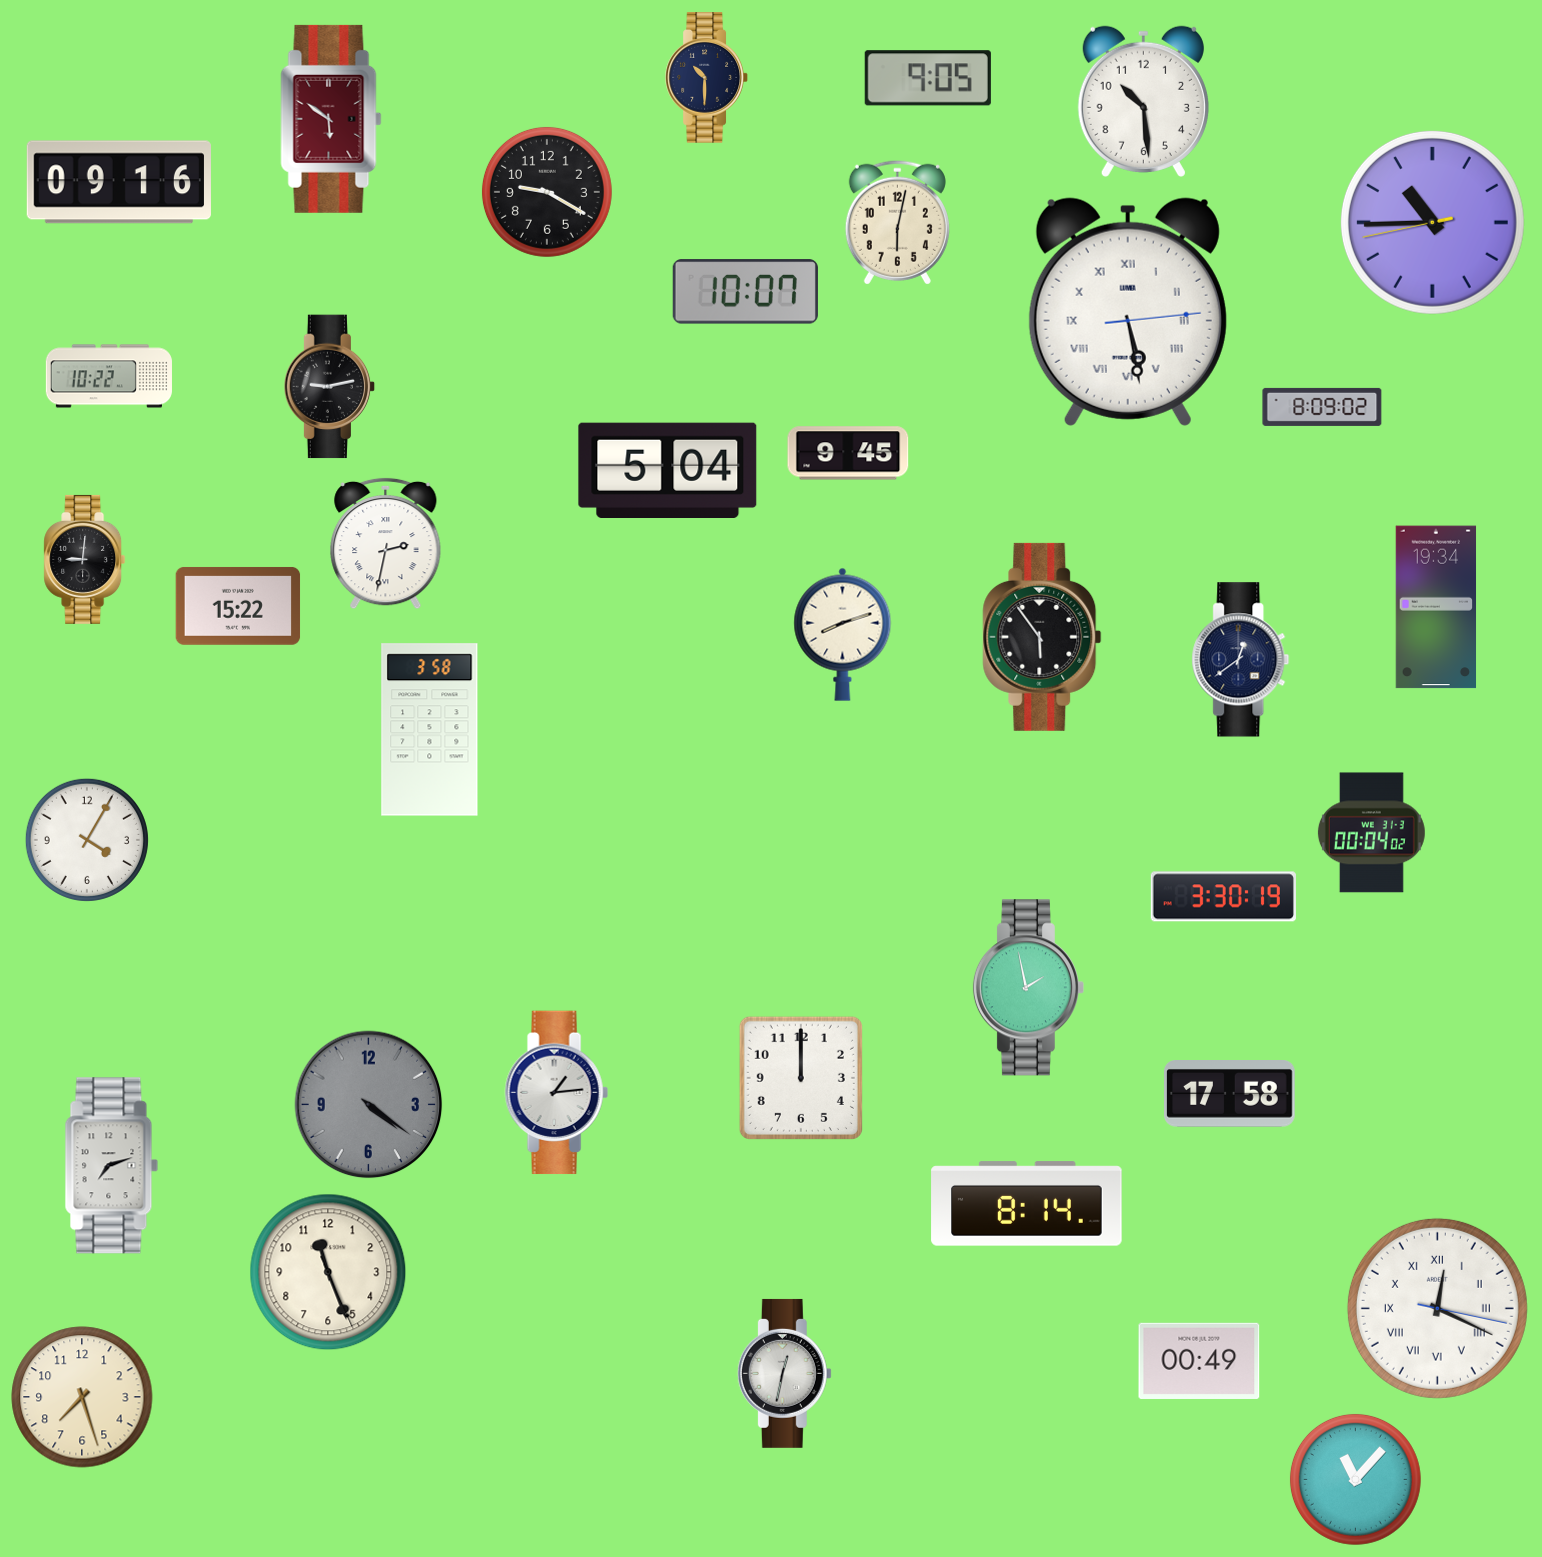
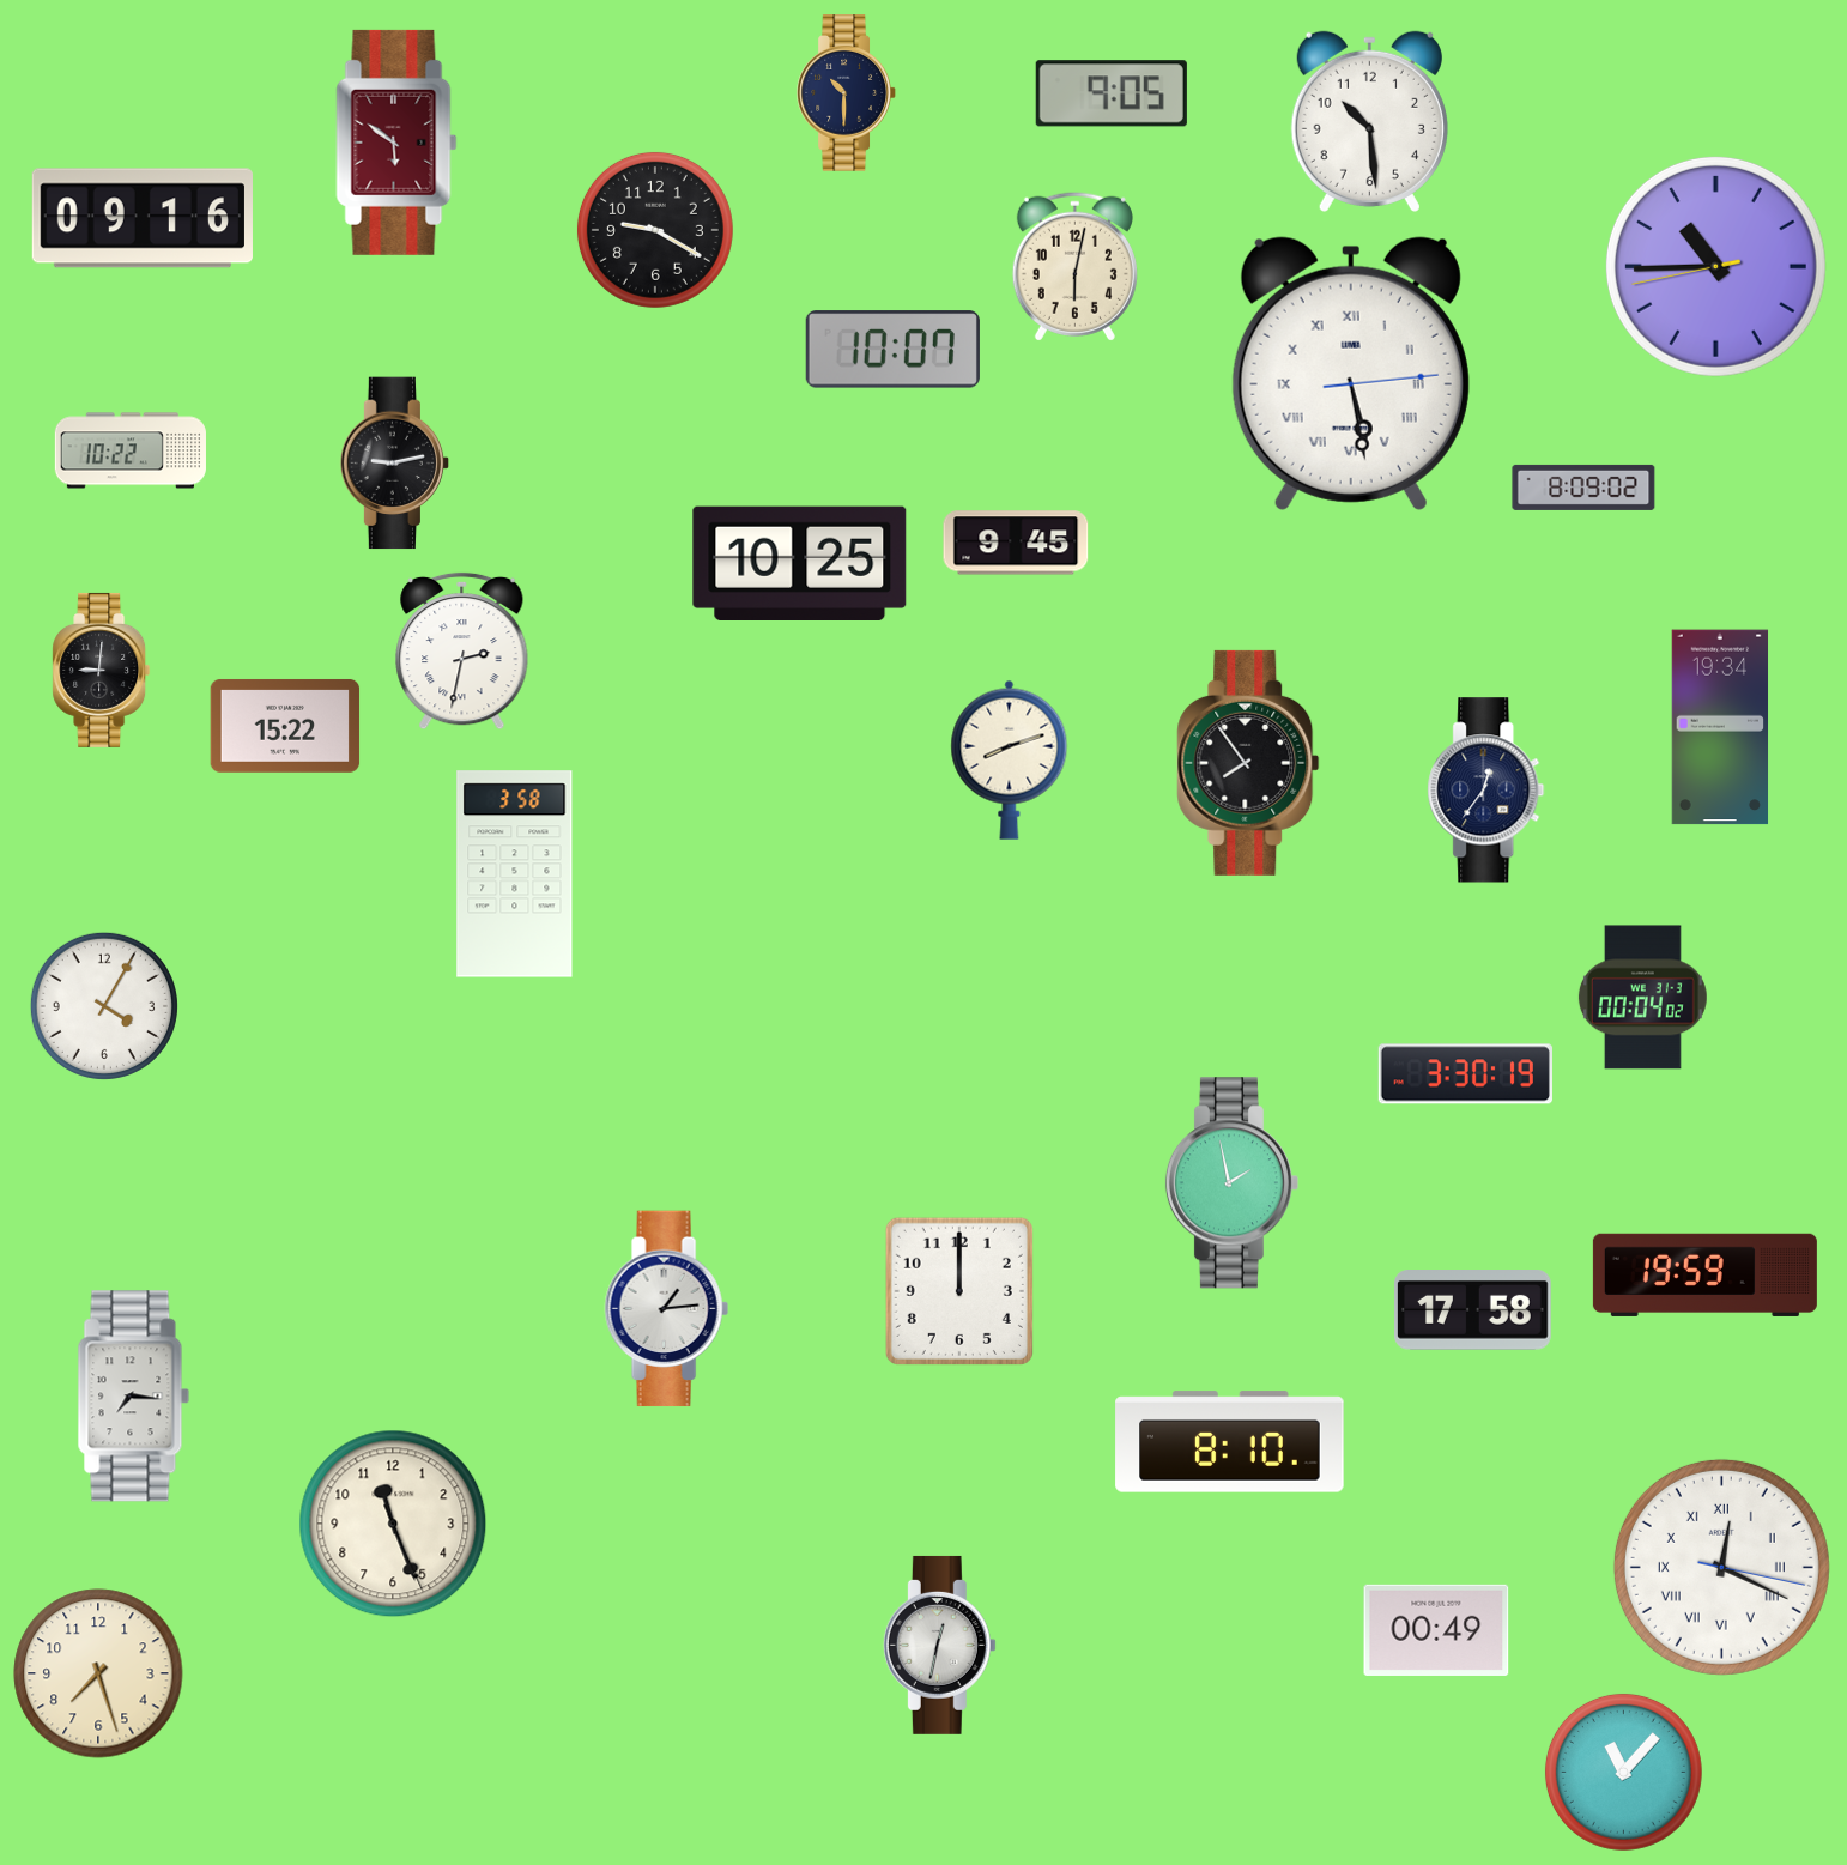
clock at (668, 470): 5:04 -> 10:25
clock at (1042, 637): 5:54 -> 7:54
clock at (1241, 660): 12:39 -> 12:36
clock at (1704, 1274): none -> 19:59
clock at (369, 1105): 4:21 -> none
clock at (112, 1166): 7:12 -> 7:16
clock at (1027, 1204): 8:14 -> 8:10
